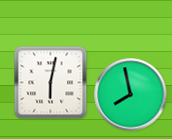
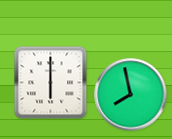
clock at (51, 83): 6:02 -> 6:00
